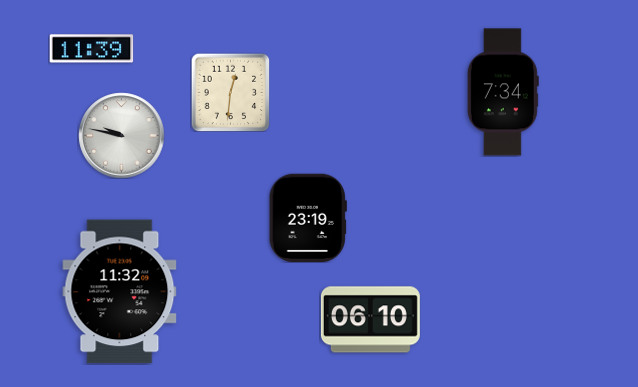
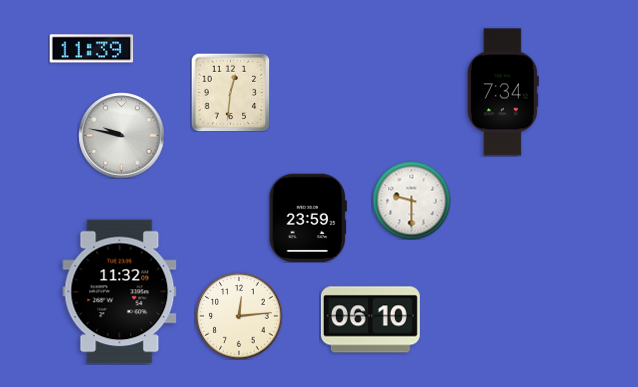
clock at (411, 200): none -> 9:30
clock at (308, 217): 23:19 -> 23:59
clock at (239, 316): none -> 12:14
